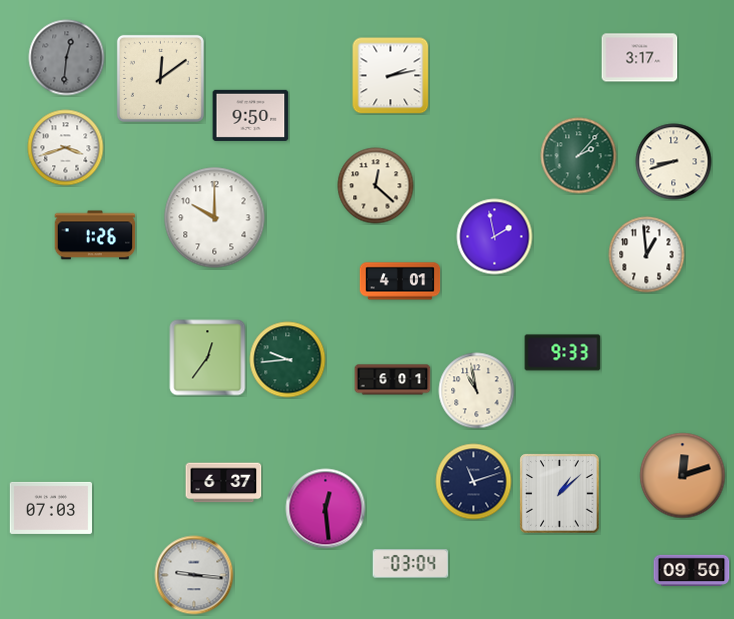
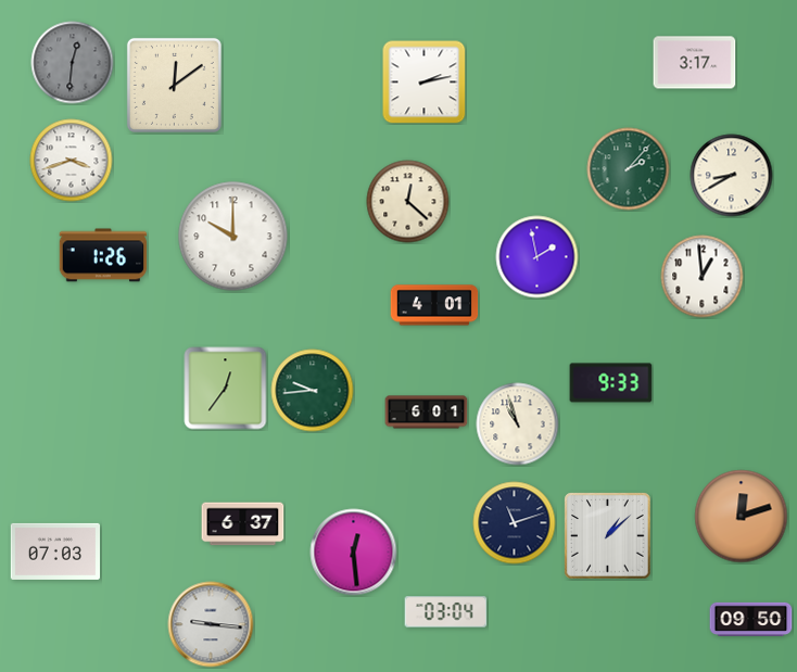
clock at (251, 115): 9:50 -> none
clock at (674, 162): 8:42 -> 8:40
clock at (477, 391): 10:58 -> 10:57
